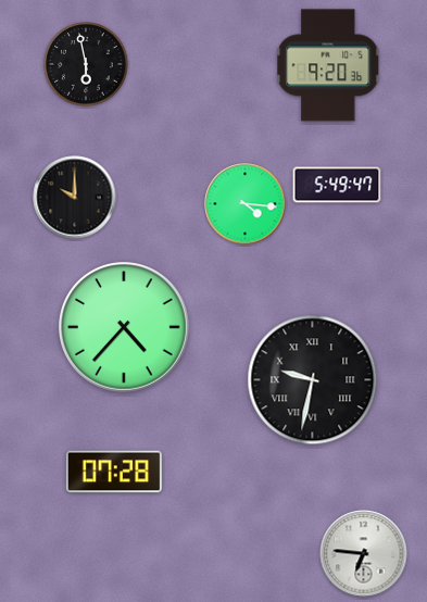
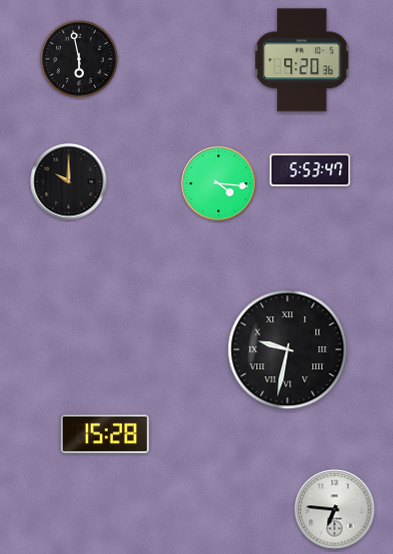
clock at (337, 185): 5:49 -> 5:53
clock at (246, 204) position: (246, 204) -> (219, 184)
clock at (125, 328): 4:37 -> none
clock at (114, 472): 07:28 -> 15:28
